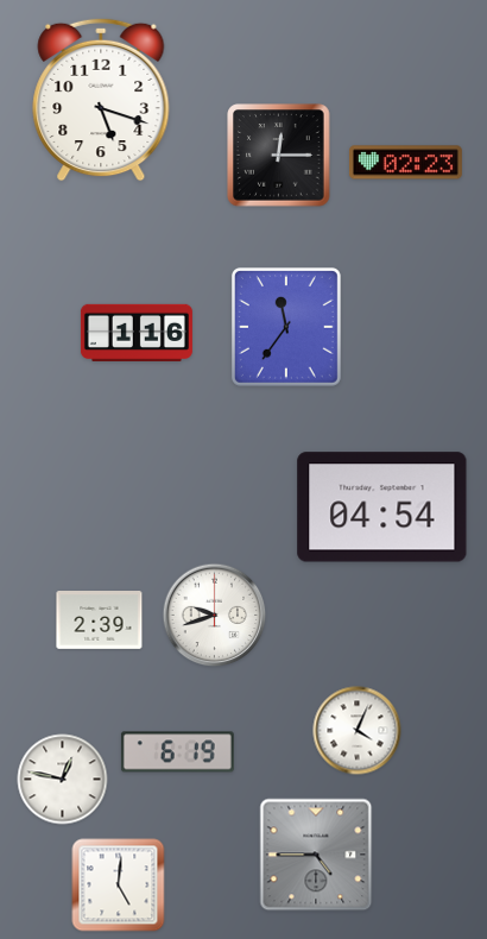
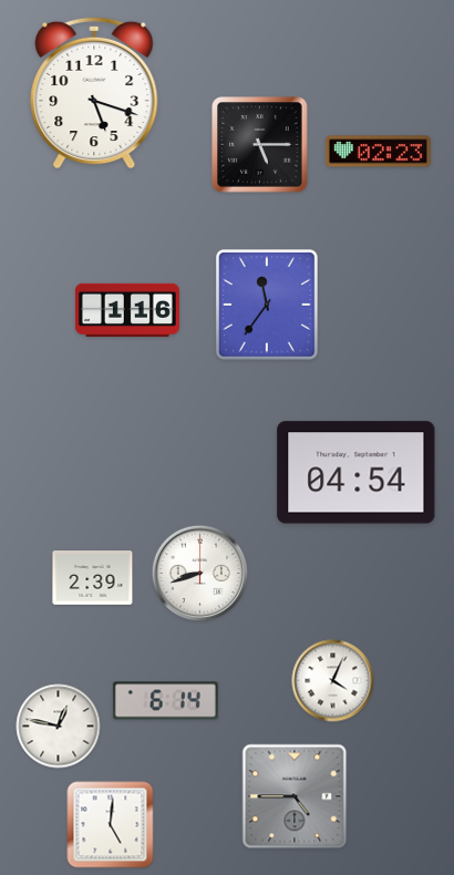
clock at (279, 156): 12:15 -> 5:15
clock at (215, 616): 9:42 -> 8:42
clock at (177, 752): 6:19 -> 6:14
